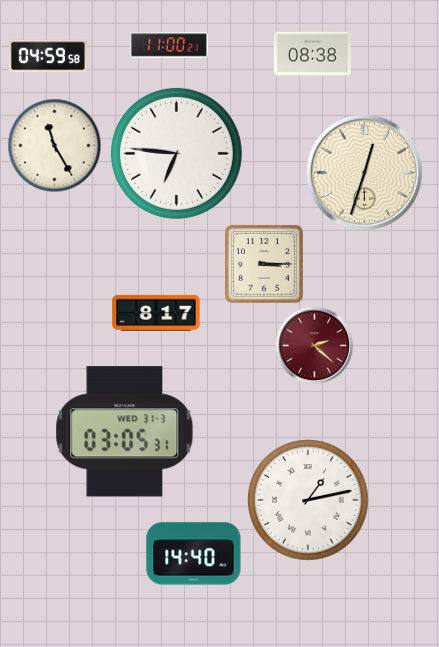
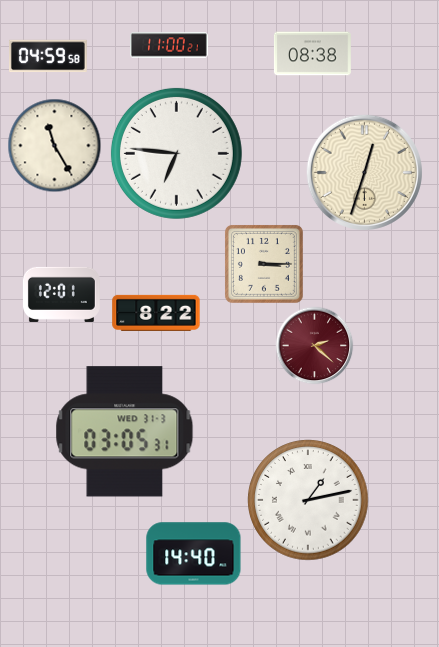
clock at (61, 294): none -> 12:01
clock at (156, 313): 8:17 -> 8:22
